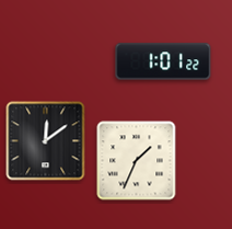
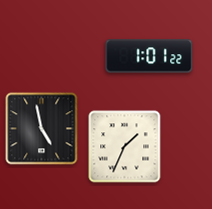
clock at (46, 141): 12:09 -> 4:58
